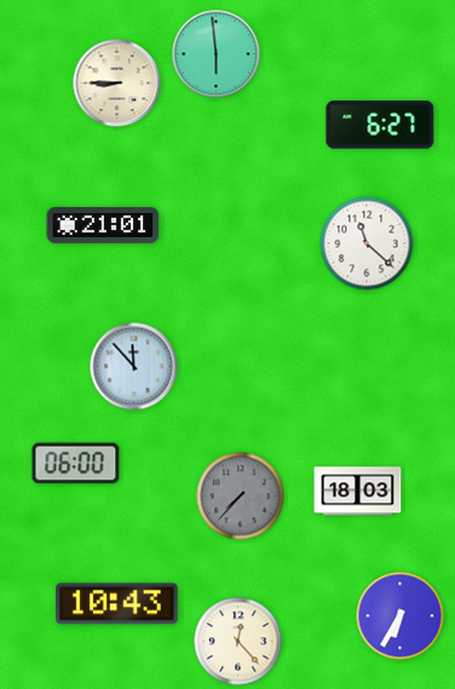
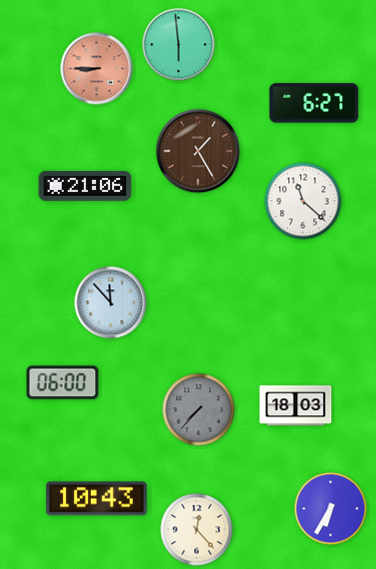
clock at (117, 84) dial: cream -> salmon
clock at (198, 151): none -> 1:25
clock at (103, 225): 21:01 -> 21:06
